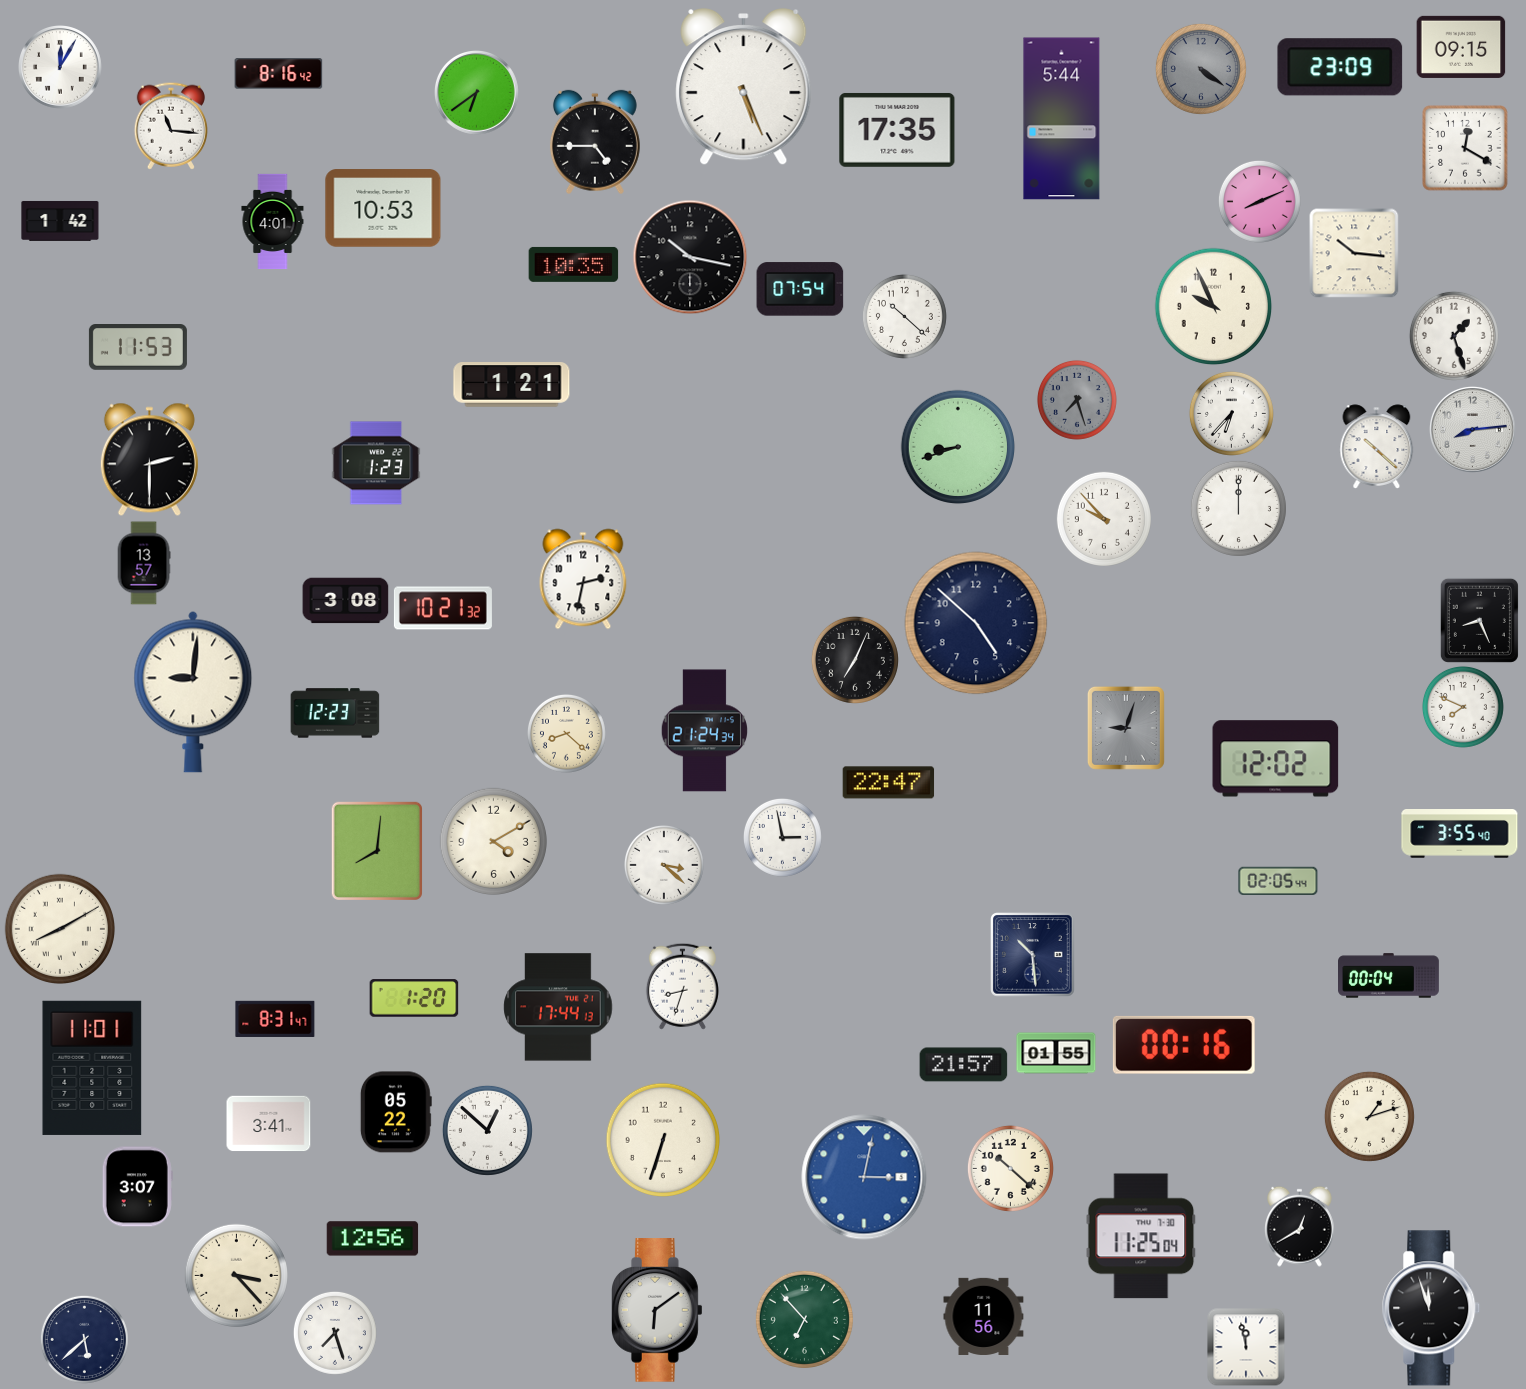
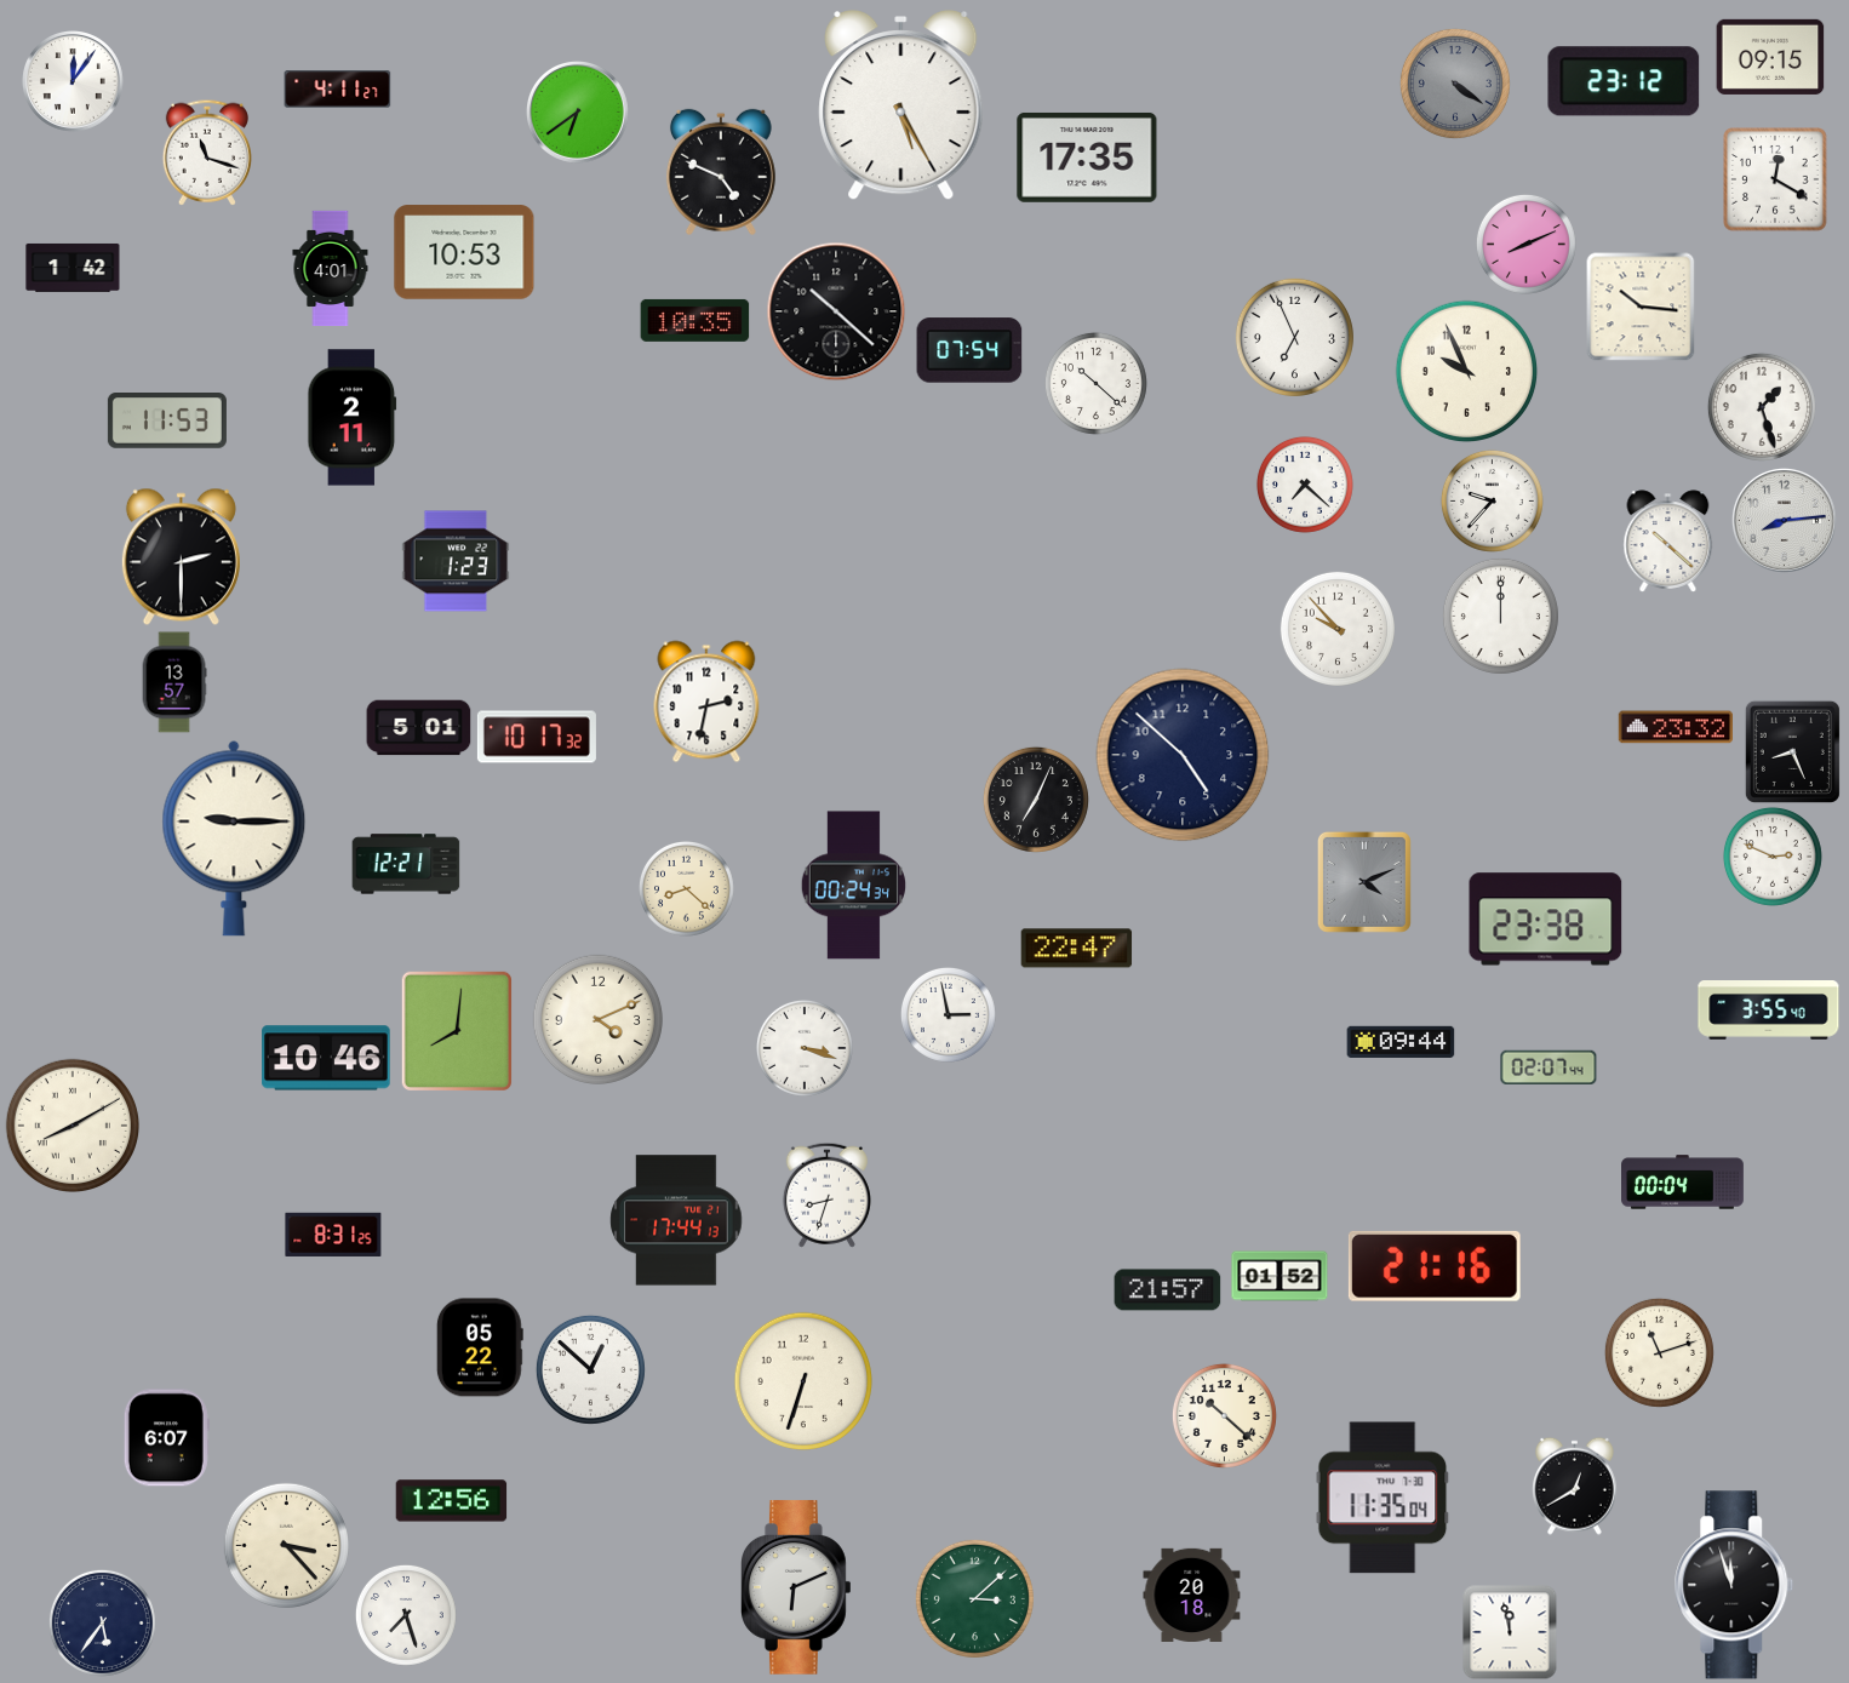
clock at (1340, 67): 23:09 -> 23:12
clock at (61, 68): 12:05 -> 12:06
clock at (279, 74): 8:16 -> 4:11
clock at (744, 88): 5:26 -> 5:25
clock at (1062, 119): 5:44 -> none
clock at (170, 126): 11:16 -> 11:18
clock at (595, 142): 4:45 -> 4:49
clock at (690, 257): 10:17 -> 10:22
clock at (1294, 337): none -> 6:56
clock at (1214, 307) position: (1214, 307) -> (1467, 372)
clock at (353, 418): none -> 2:11
clock at (512, 385): 1:21 -> none
clock at (1077, 400): 7:27 -> 7:22
clock at (1077, 400) dial: grey -> white
clock at (1231, 413): 6:37 -> 9:37
clock at (958, 447): 8:42 -> none
clock at (1675, 727): none -> 23:32
clock at (346, 601): 3:08 -> 5:01
clock at (443, 608): 10:21 -> 10:17
clock at (193, 692): 9:01 -> 9:15
clock at (1463, 707): 7:49 -> 2:49
clock at (335, 713): 12:23 -> 12:21
clock at (1126, 728): 9:03 -> 4:11
clock at (704, 731): 21:24 -> 00:24
clock at (1276, 759): 12:02 -> 23:38
clock at (493, 841): 4:10 -> 4:11
clock at (1401, 1042): none -> 09:44
clock at (664, 865): 3:22 -> 3:18
clock at (326, 1058): none -> 10:46
clock at (1278, 881): 02:05 -> 02:07
clock at (1033, 955): 10:29 -> none
clock at (414, 998): 1:20 -> none
clock at (275, 1019): 8:31:47 -> 8:31:25
clock at (1184, 1045): 00:16 -> 21:16
clock at (1056, 1053): 01:55 -> 01:52
clock at (92, 1068): 11:01 -> none
clock at (1369, 1116): 1:12 -> 11:12
clock at (269, 1124): 3:41 -> none
clock at (864, 1177): 3:02 -> none
clock at (137, 1187): 3:07 -> 6:07
clock at (1141, 1236): 11:25 -> 11:35
clock at (658, 1310): 6:09 -> 6:11
clock at (984, 1316): 11:56 -> 20:18
clock at (804, 1319): 6:53 -> 3:08
clock at (84, 1339): 5:38 -> 5:36
